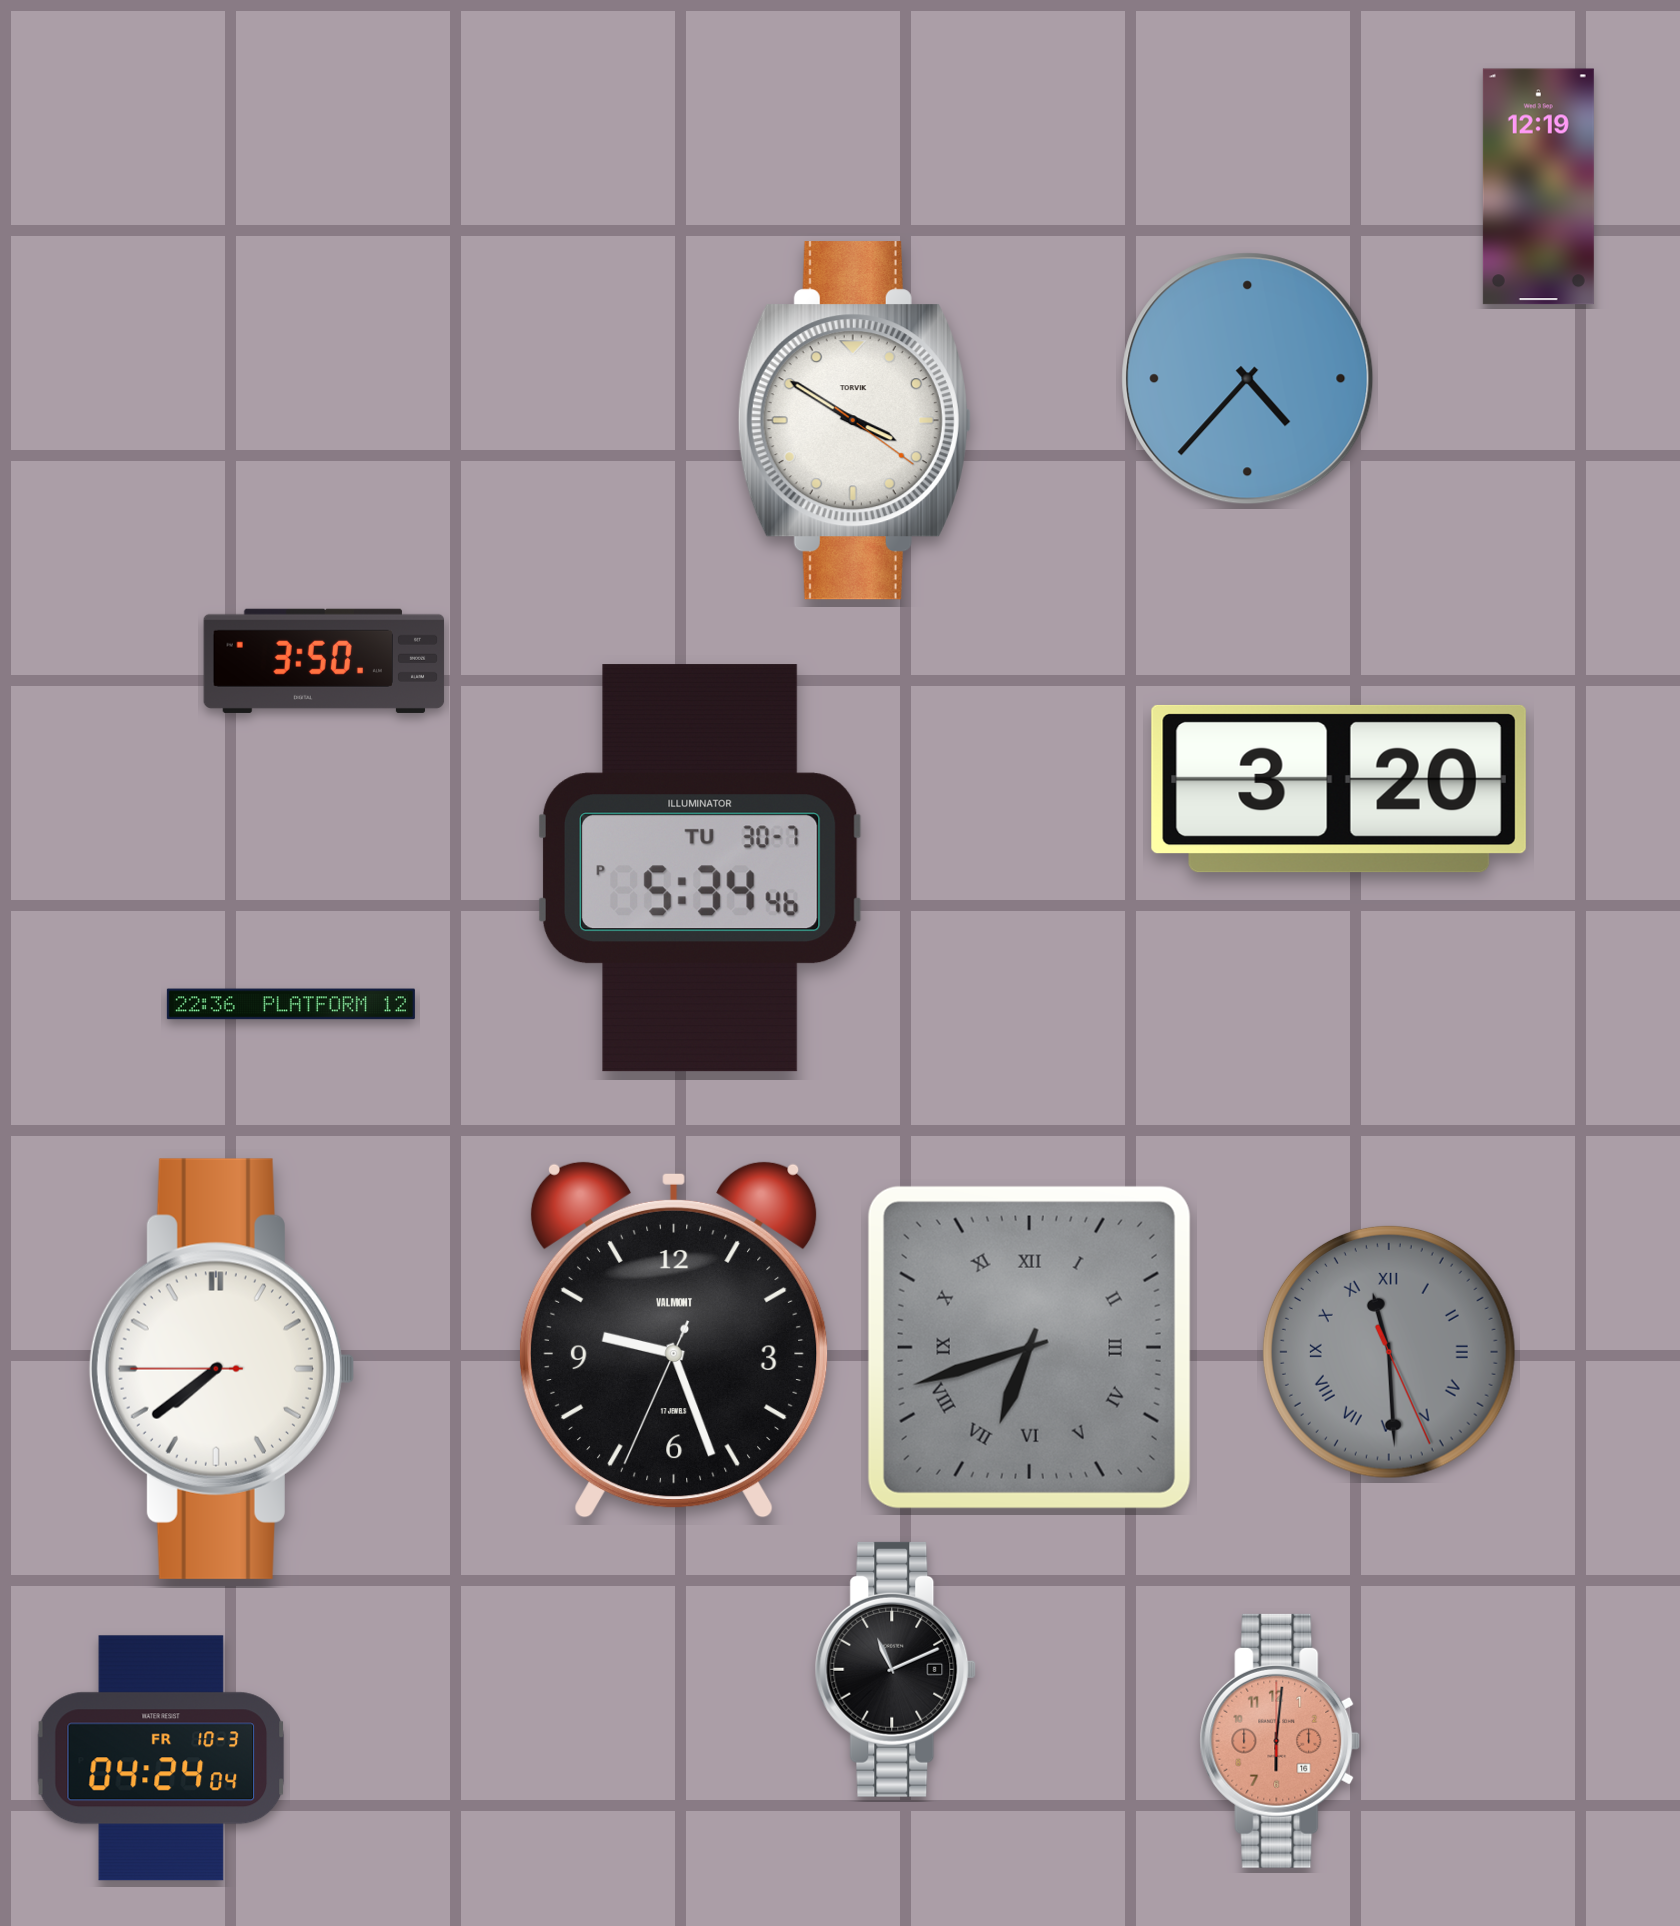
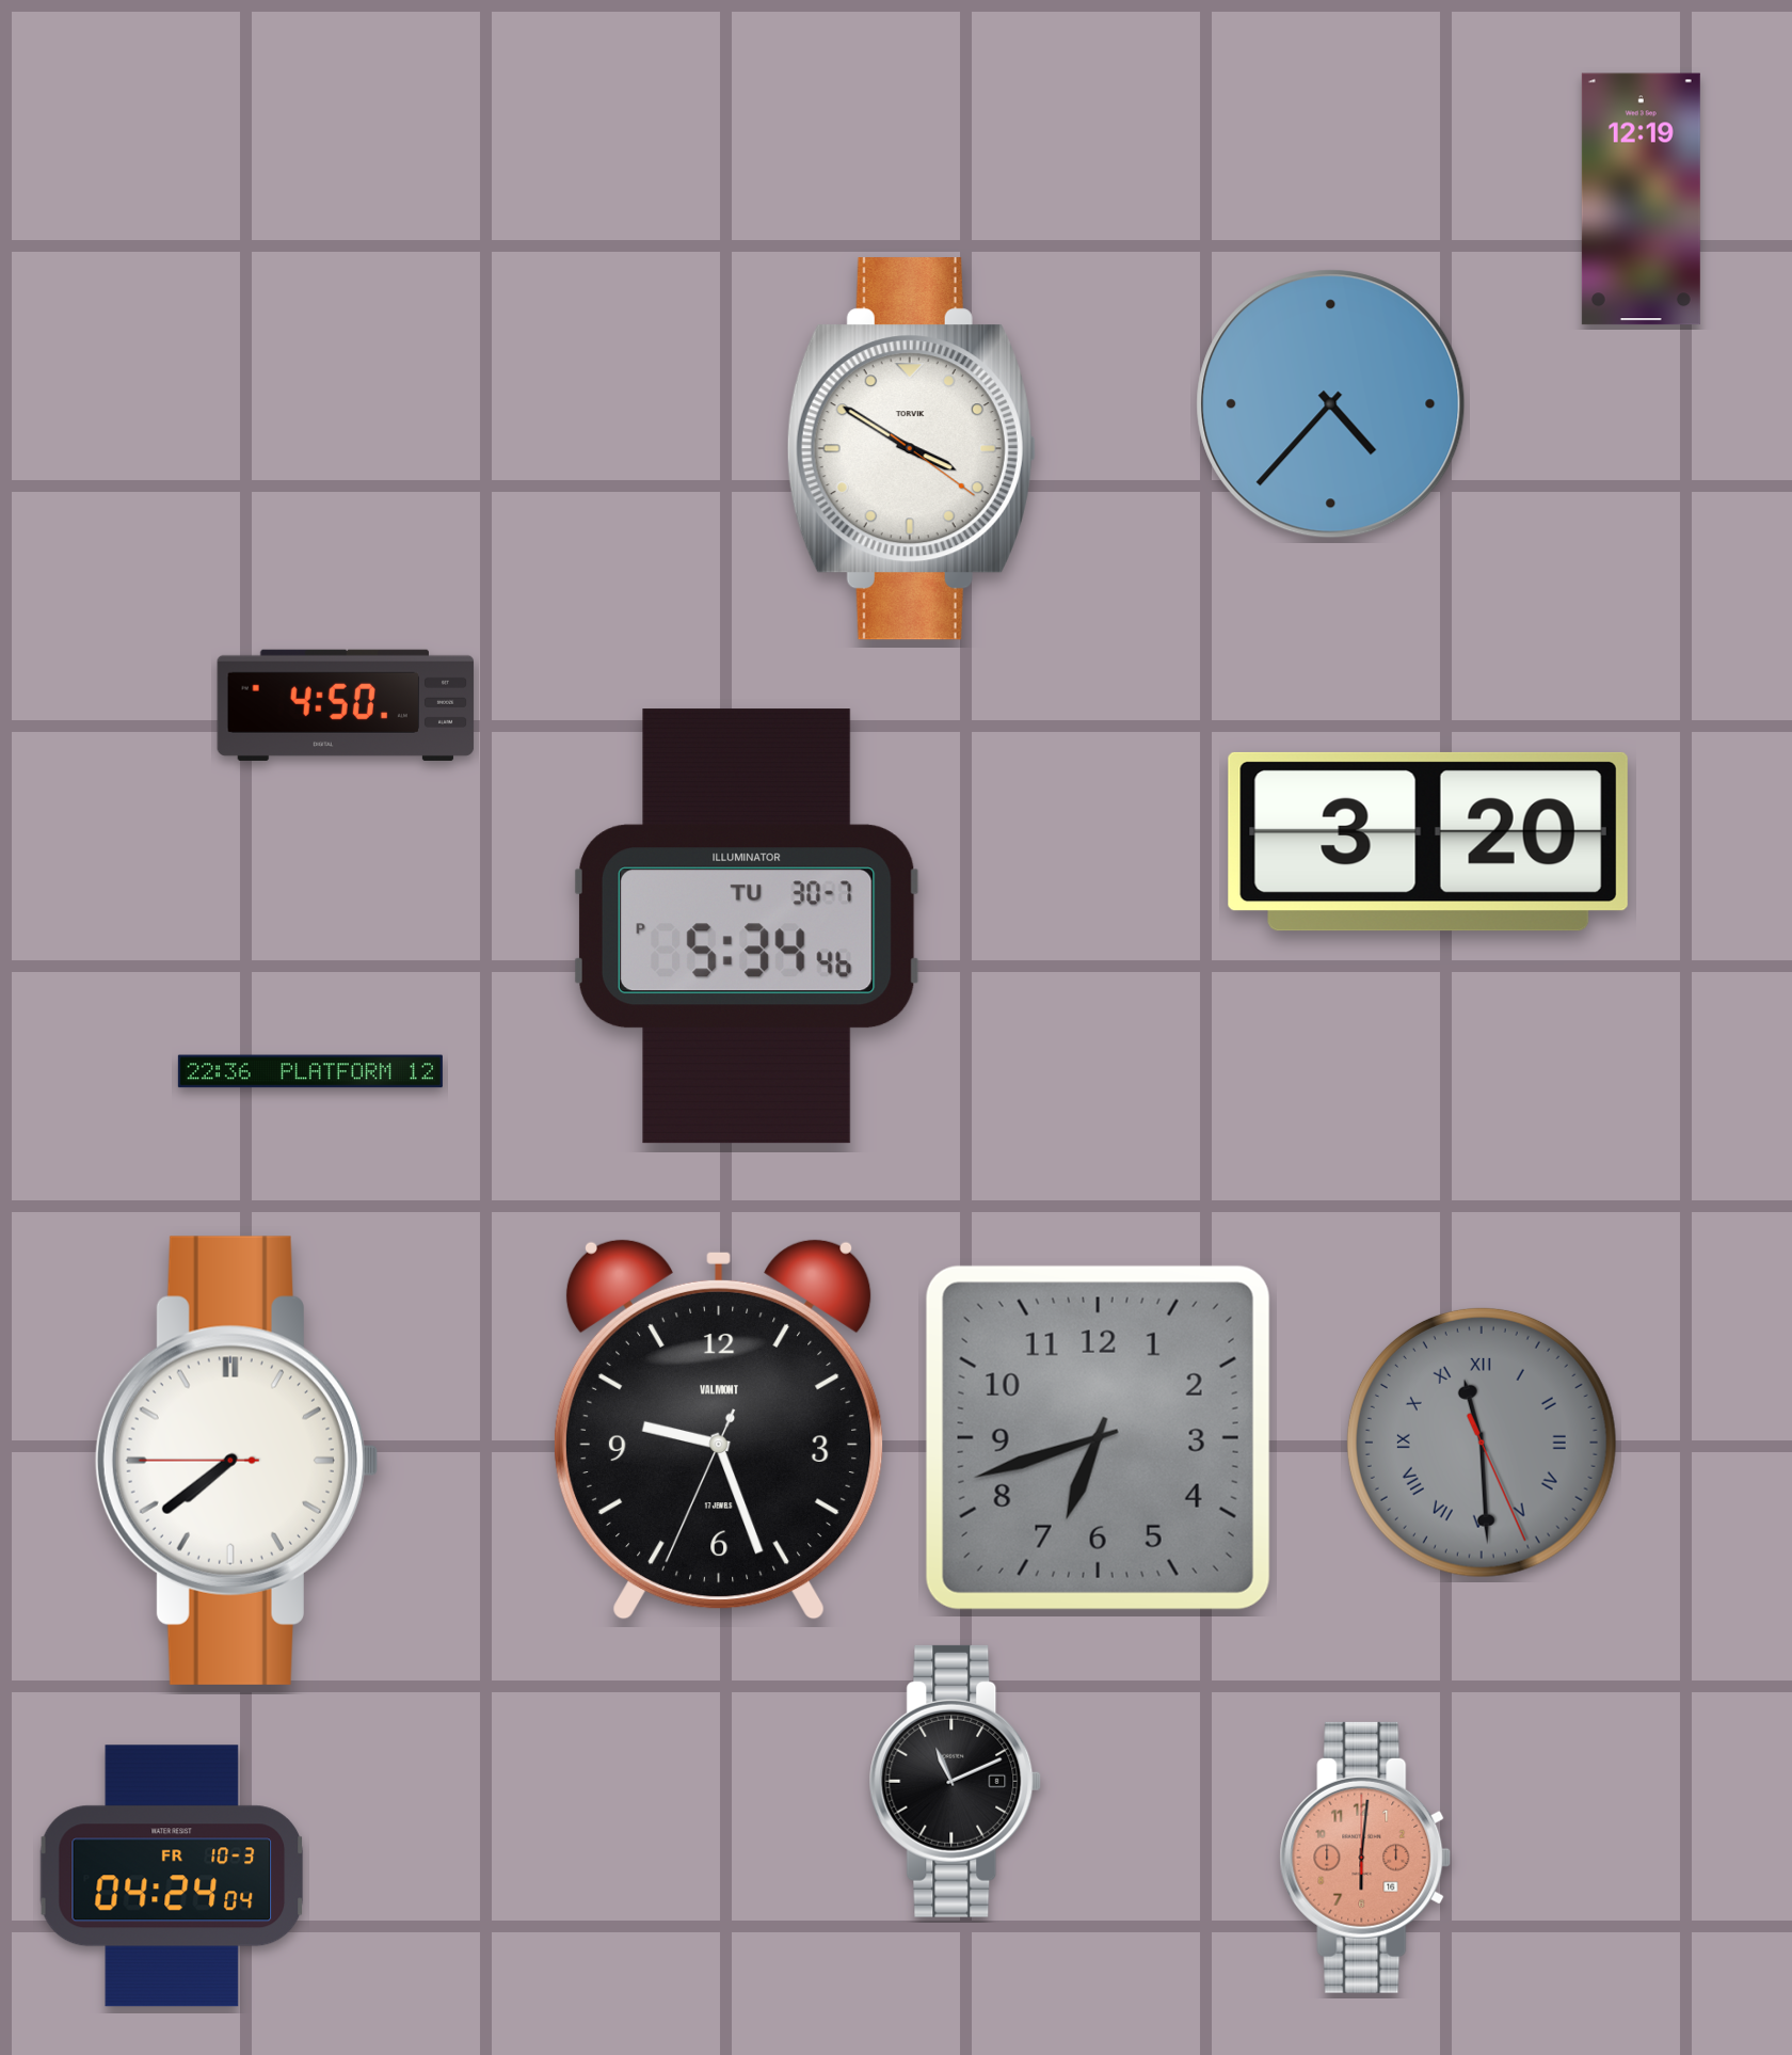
clock at (324, 661): 3:50 -> 4:50
clock at (1029, 1347) numerals: Roman -> Arabic
